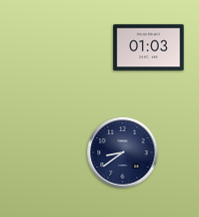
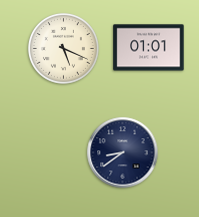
clock at (63, 48): none -> 5:19
clock at (149, 48): 01:03 -> 01:01
